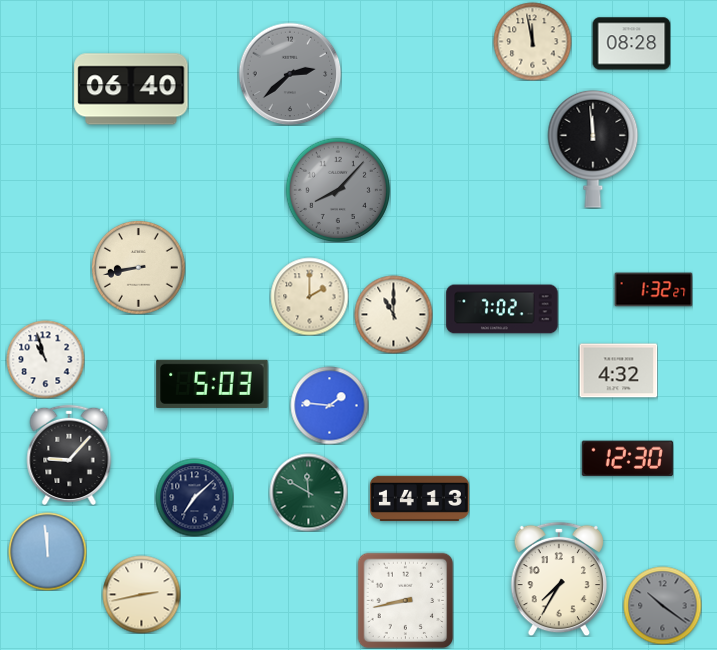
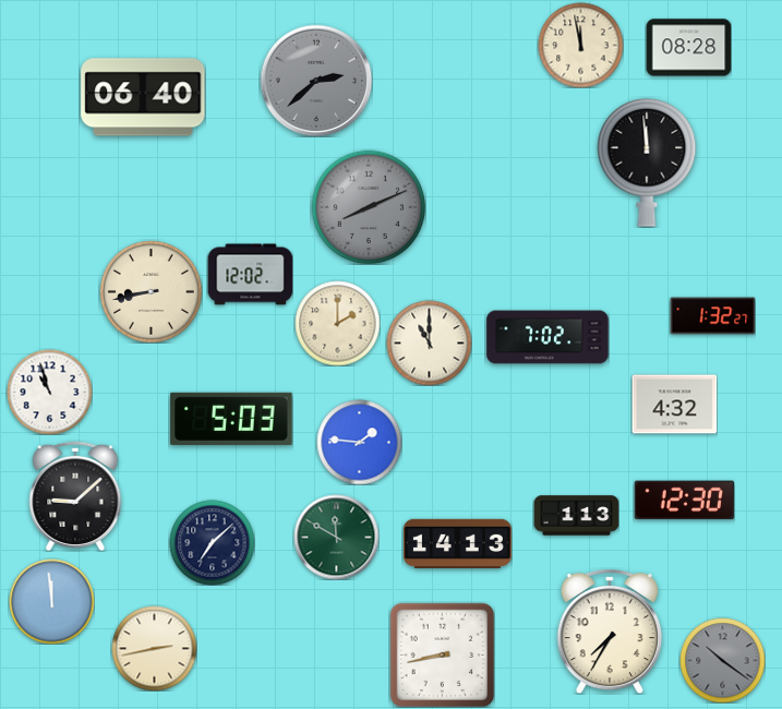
clock at (337, 189): 8:07 -> 8:11
clock at (250, 275): none -> 12:02
clock at (69, 455): 9:07 -> 9:08
clock at (576, 516): none -> 1:13
